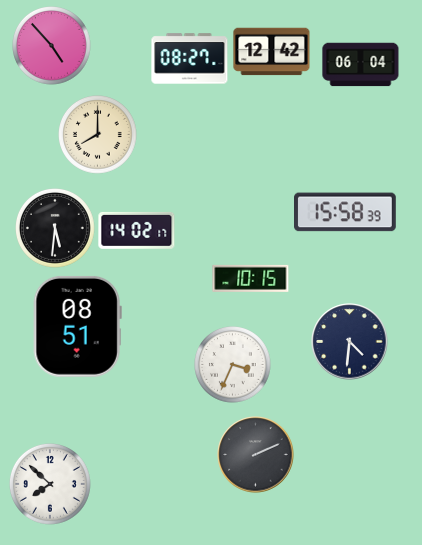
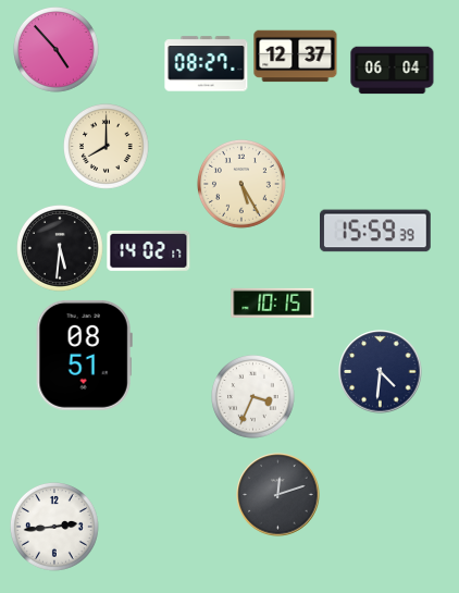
clock at (272, 52): 12:42 -> 12:37
clock at (241, 184): none -> 5:25
clock at (346, 212): 15:58 -> 15:59
clock at (256, 455): 2:11 -> 12:12
clock at (50, 484): 7:52 -> 2:44
